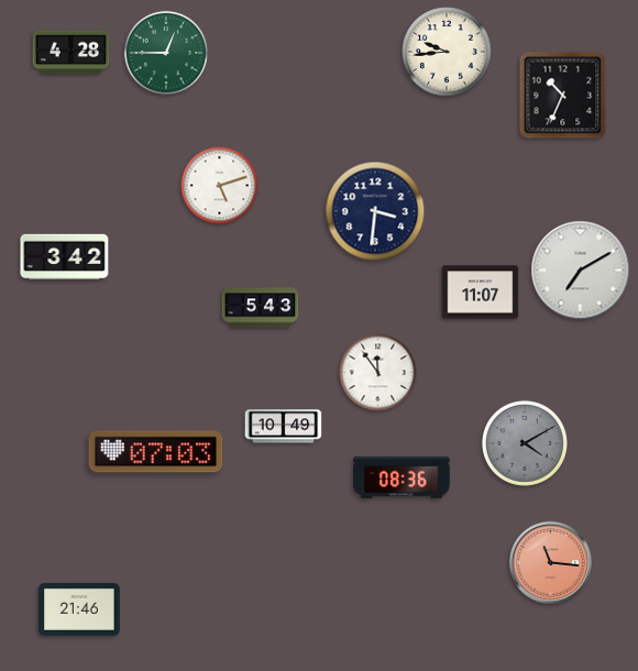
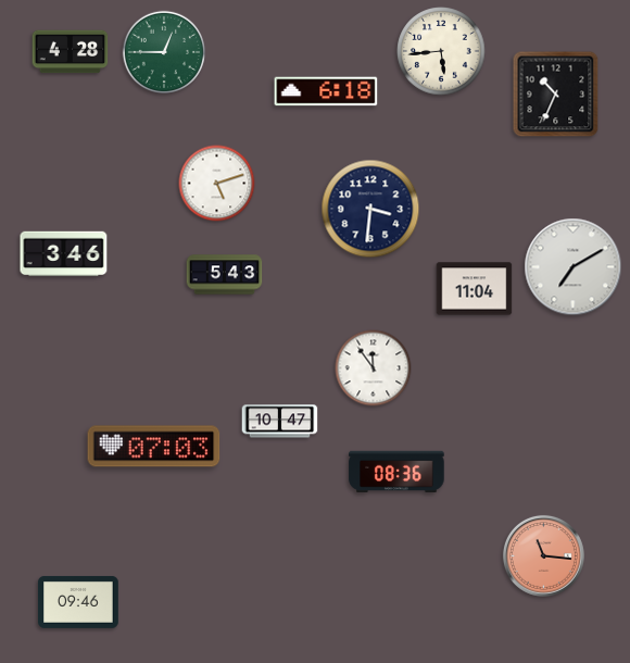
clock at (447, 52): 9:44 -> 5:44
clock at (326, 91): none -> 6:18
clock at (65, 257): 3:42 -> 3:46
clock at (481, 293): 11:07 -> 11:04
clock at (261, 308) position: (261, 308) -> (225, 275)
clock at (284, 427): 10:49 -> 10:47
clock at (525, 443): 4:10 -> none
clock at (79, 609): 21:46 -> 09:46
